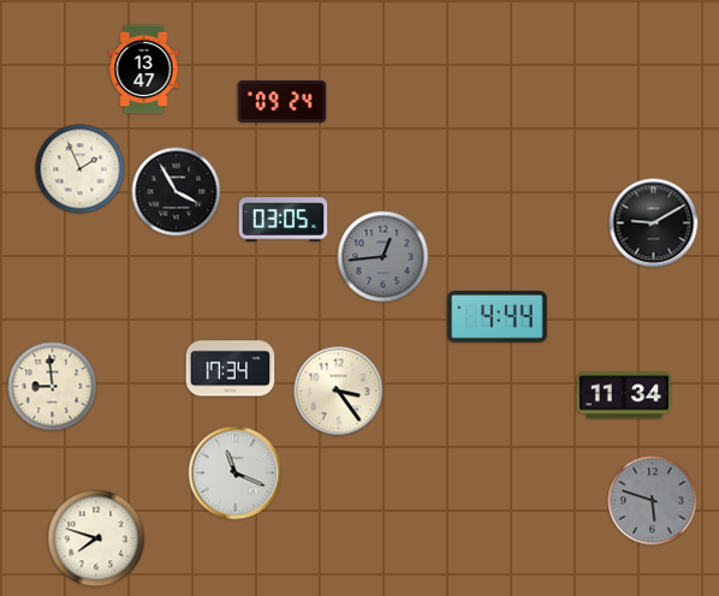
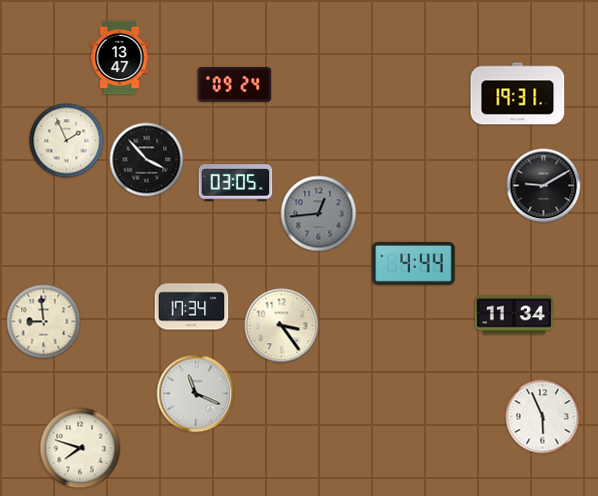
clock at (518, 94): none -> 19:31
clock at (177, 192): 3:55 -> 3:53
clock at (624, 395) position: (624, 395) -> (514, 315)
clock at (653, 501): 5:48 -> 5:56
clock at (653, 501) dial: grey -> white
